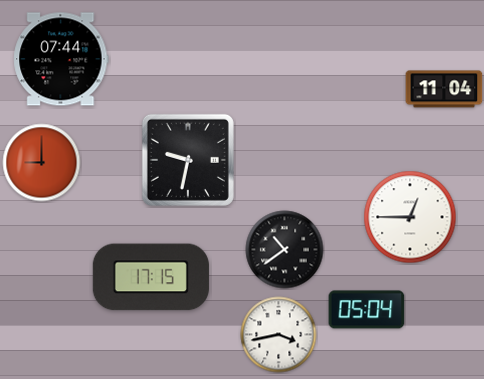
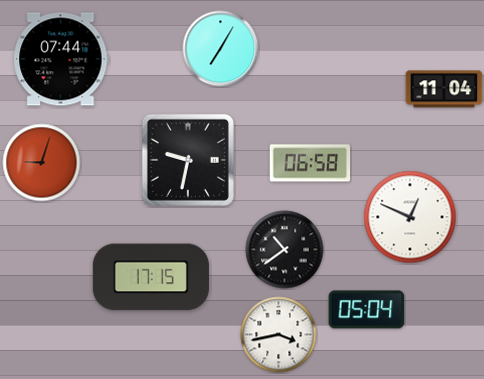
clock at (221, 49): none -> 7:05
clock at (42, 163): 9:00 -> 9:03
clock at (310, 163): none -> 06:58
clock at (410, 217): 12:45 -> 12:49
